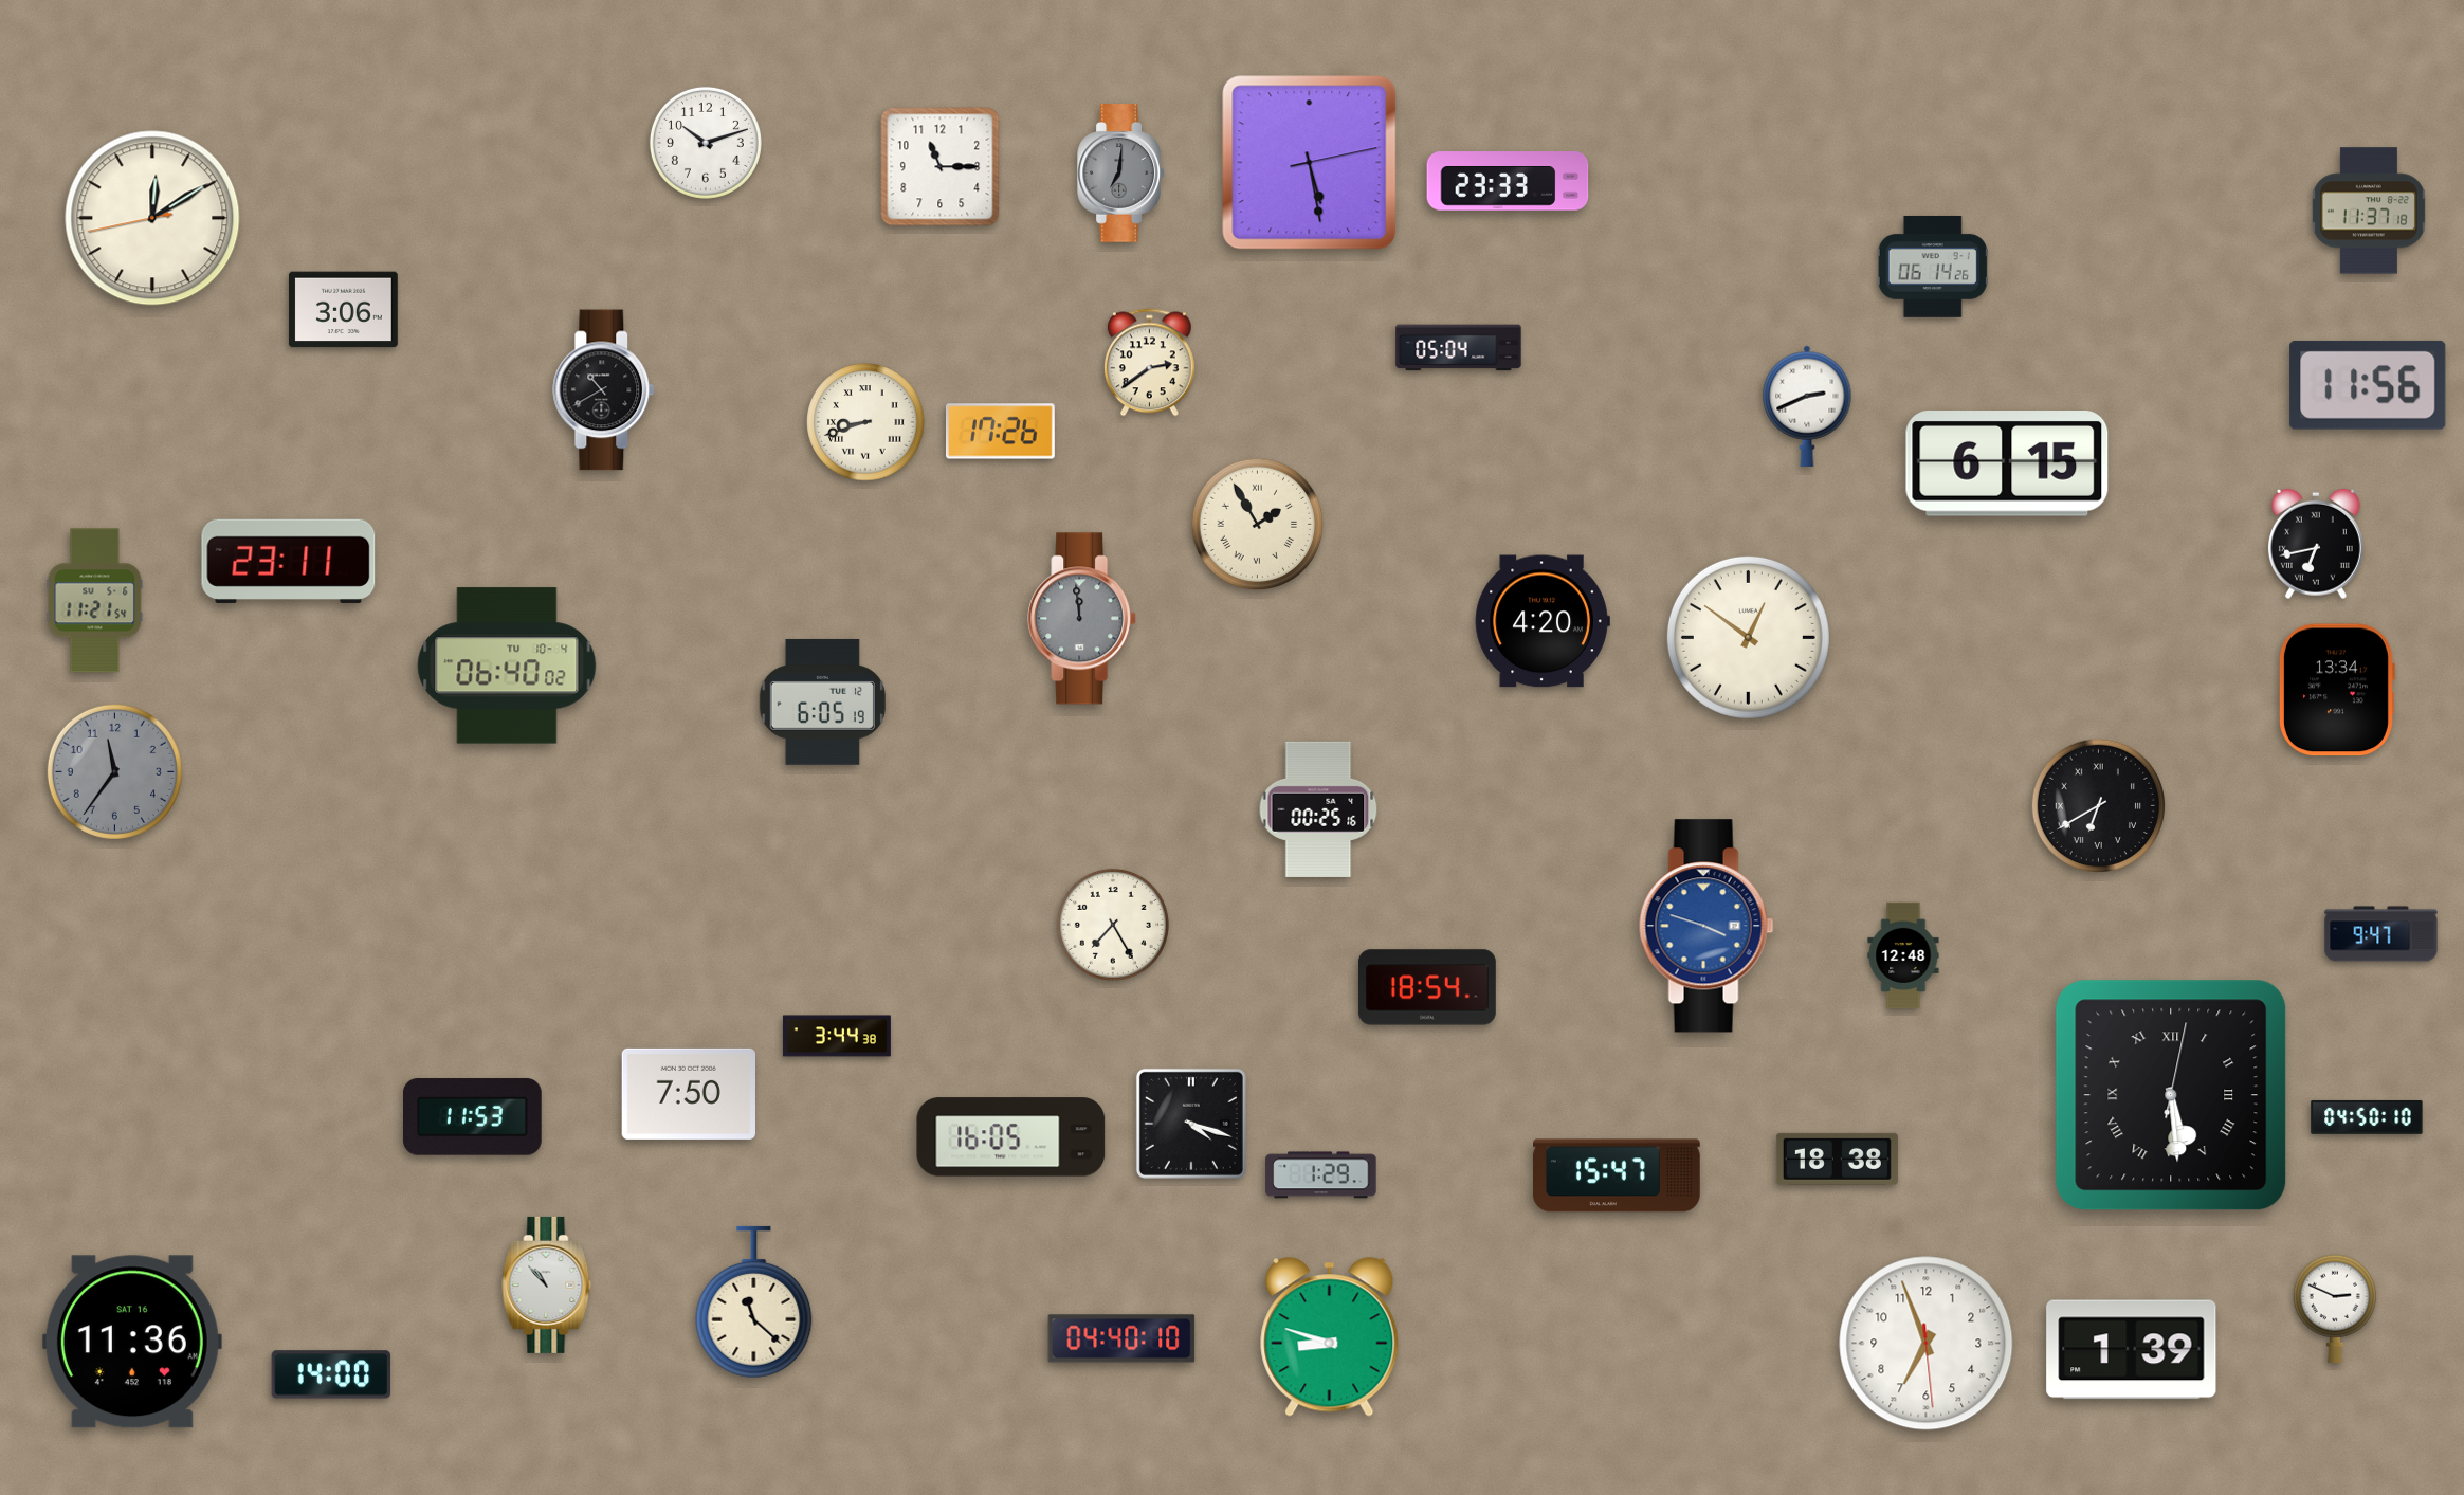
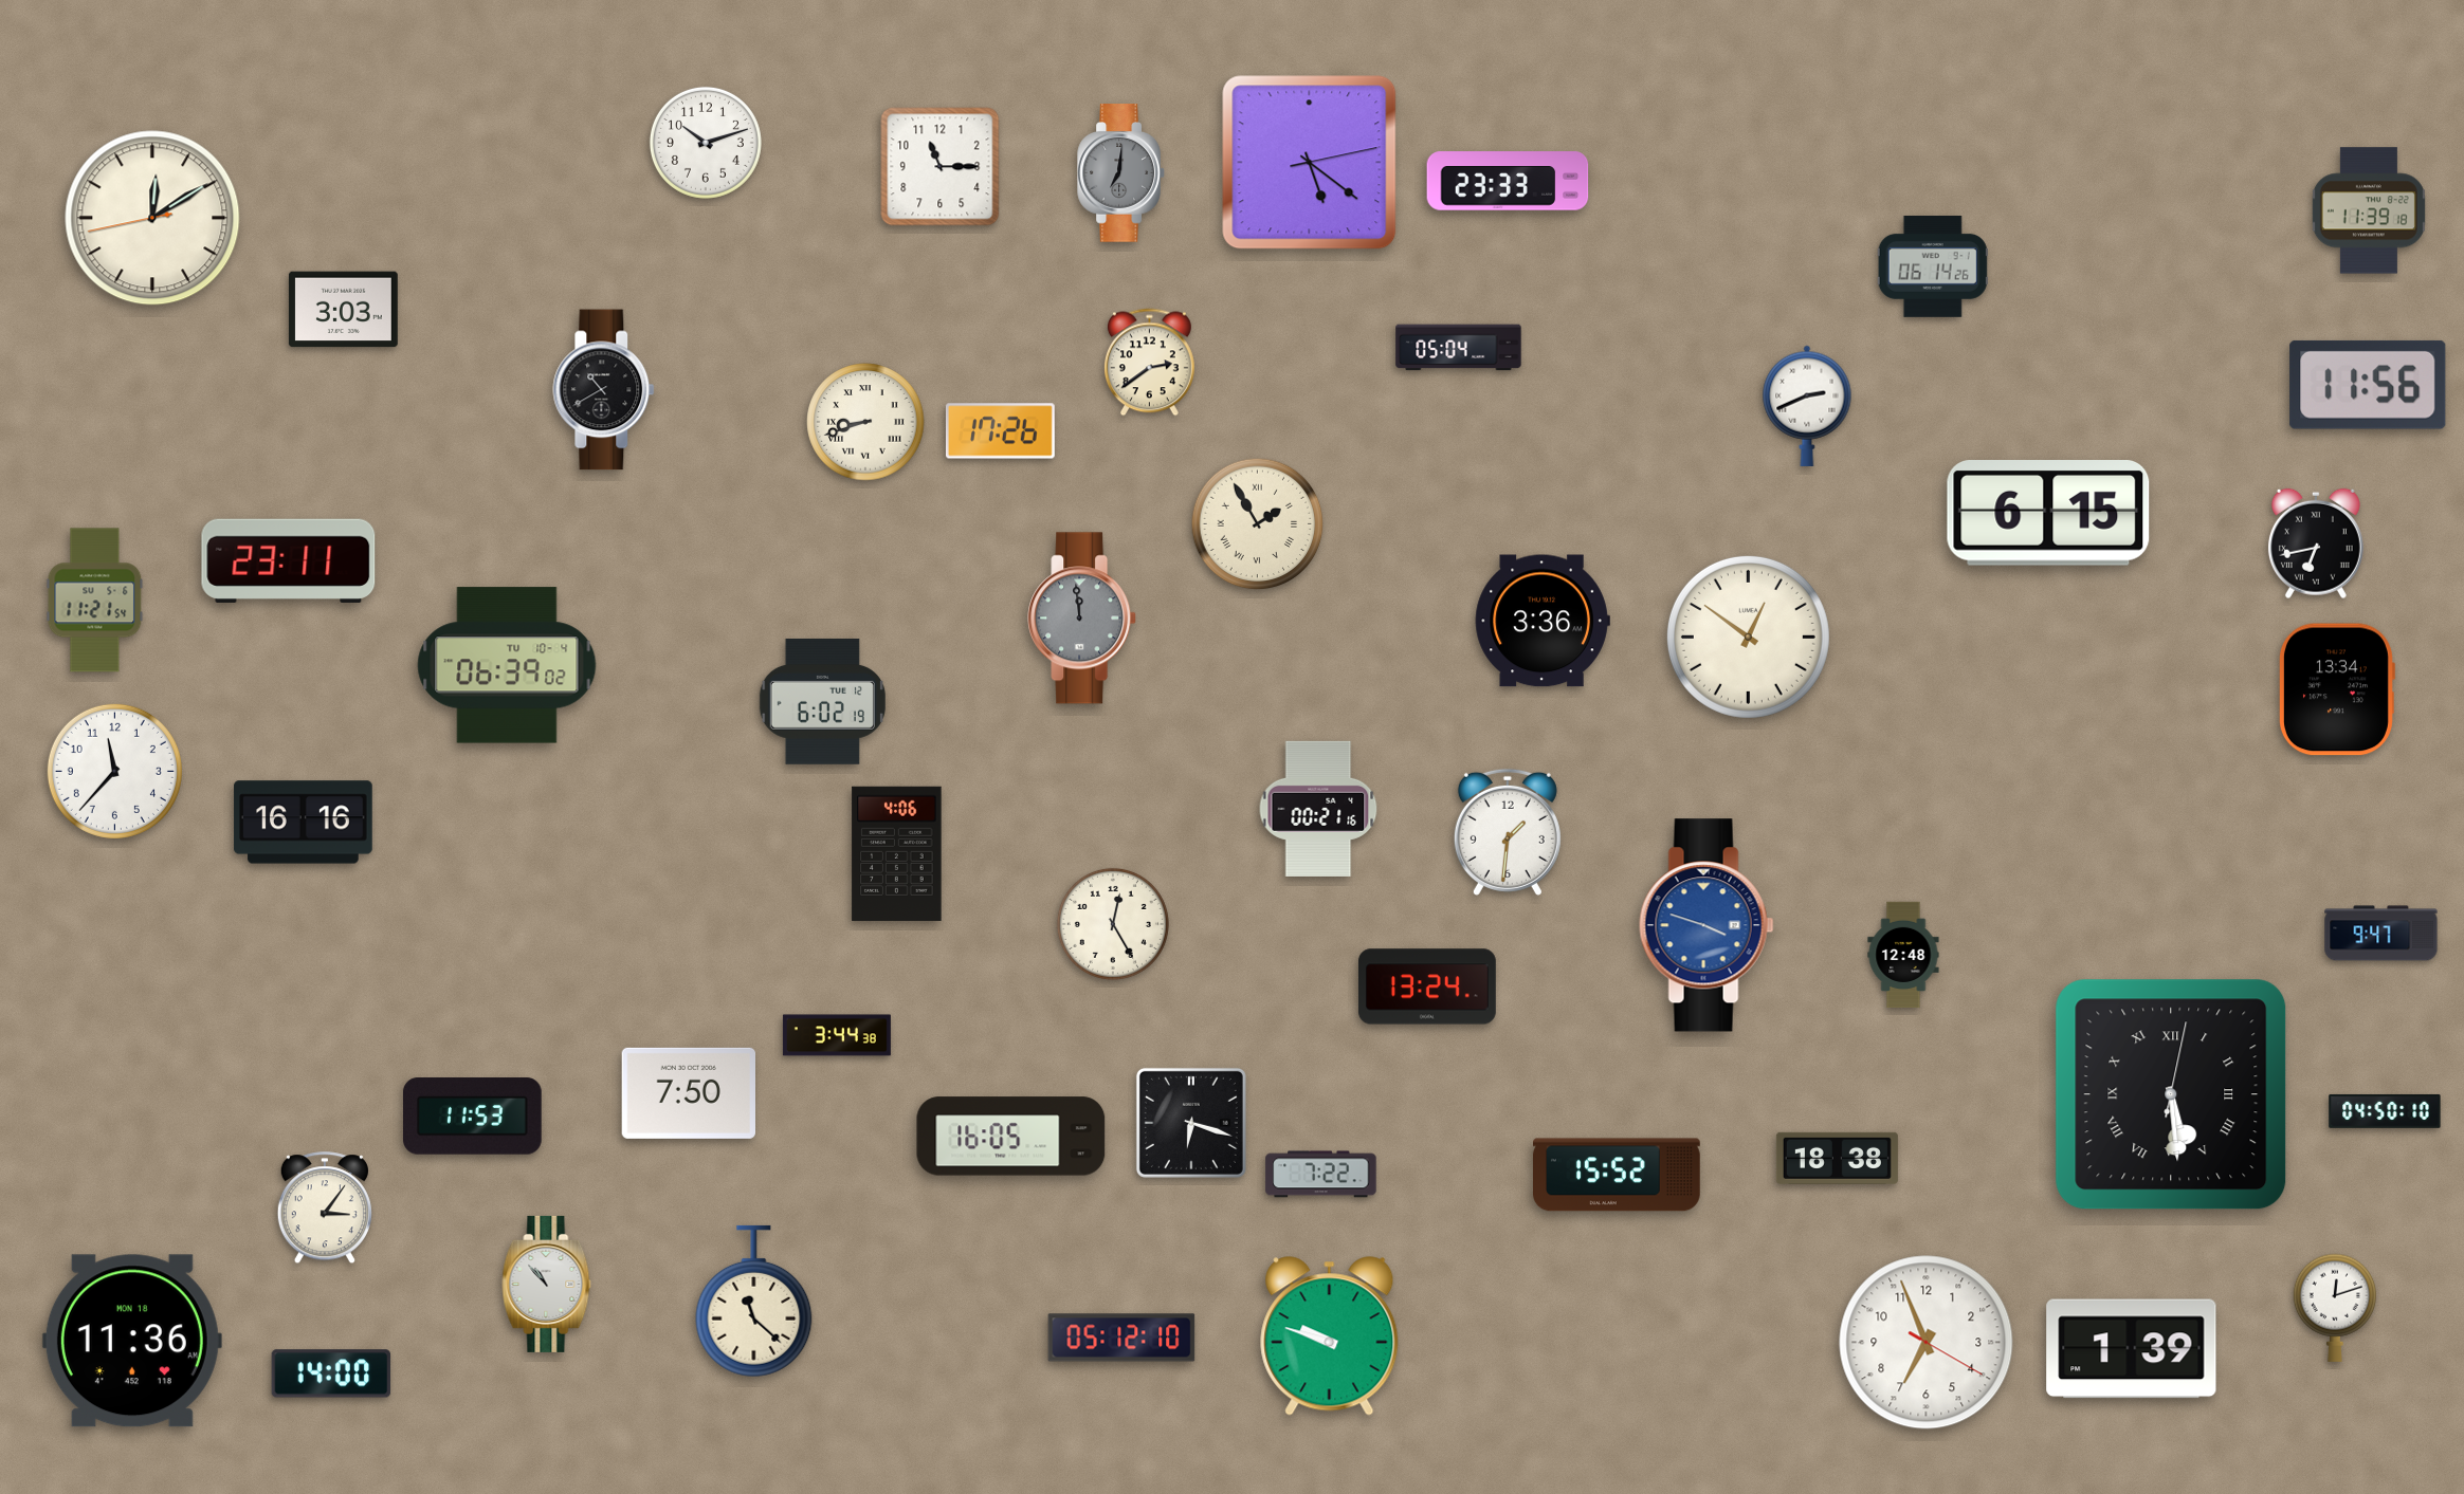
clock at (1310, 163): 5:28 -> 5:21
clock at (2369, 211): 11:37 -> 11:39
clock at (343, 310): 3:06 -> 3:03
clock at (2007, 463) position: (2007, 463) -> (2048, 513)
clock at (1543, 621): 4:20 -> 3:36
clock at (507, 666): 06:40 -> 06:39
clock at (822, 701): 6:05 -> 6:02
clock at (114, 771): 11:36 -> 11:37
clock at (114, 771) dial: grey -> white
clock at (2098, 805): 6:40 -> none
clock at (1318, 809): 00:25 -> 00:21
clock at (304, 823): none -> 16:16
clock at (1508, 832): none -> 1:31
clock at (897, 853): none -> 4:06
clock at (1113, 925): 7:25 -> 12:25
clock at (1427, 987): 18:54 -> 13:24
clock at (2367, 1117) position: (2367, 1117) -> (2385, 1111)
clock at (1191, 1124): 4:18 -> 6:18
clock at (1321, 1175): 1:29 -> 7:22
clock at (1618, 1175): 15:47 -> 15:52
clock at (325, 1209): none -> 3:06
clock at (2334, 1309): 2:49 -> 12:12
clock at (1330, 1337): 8:48 -> 9:48
clock at (1121, 1338): 04:40 -> 05:12
clock at (132, 1342) date: SAT 16 -> MON 18
clock at (1927, 1344): 6:56:29 -> 6:56:20
